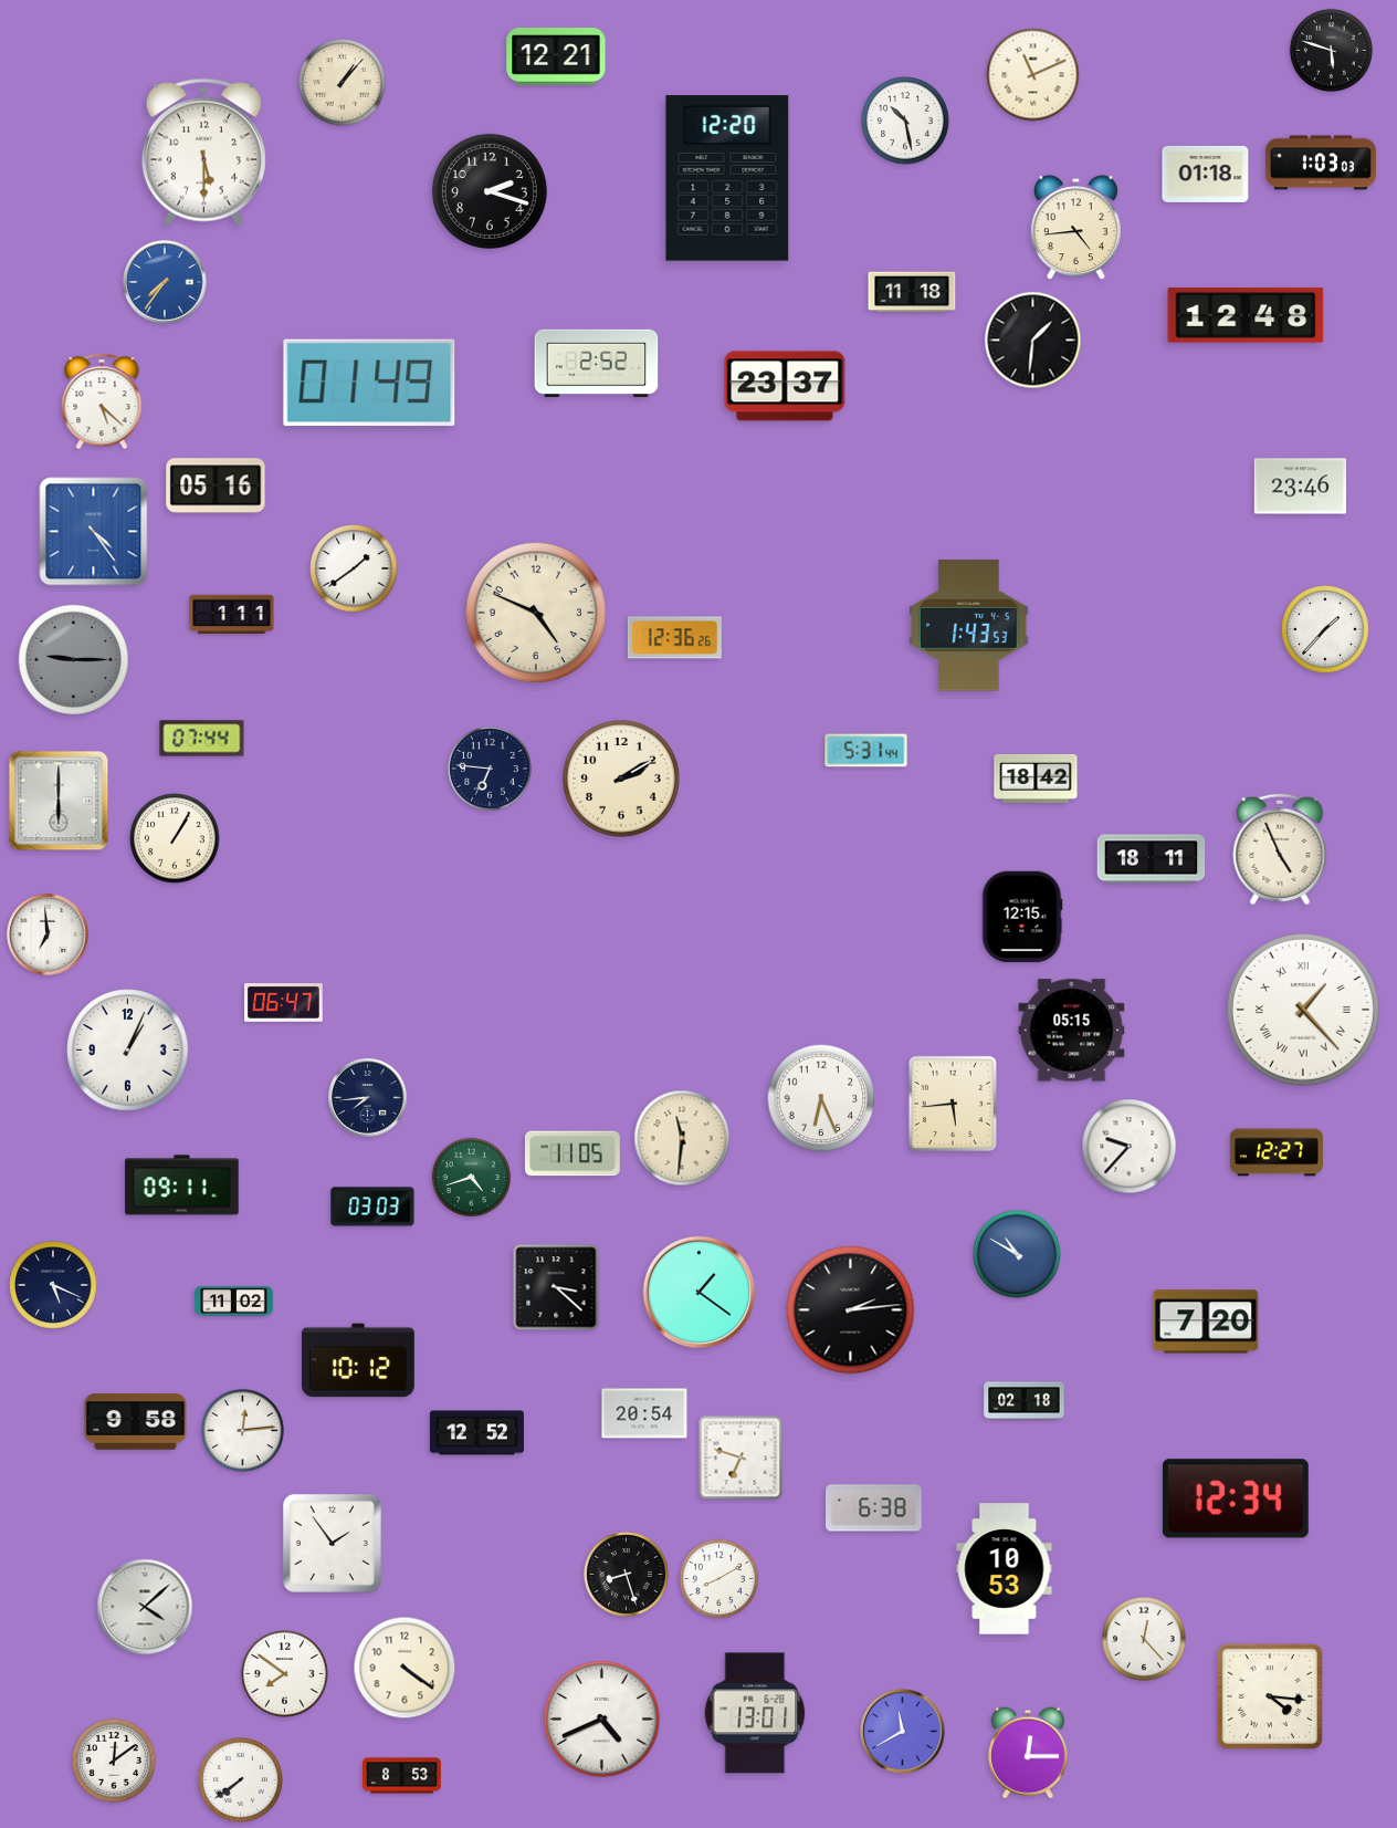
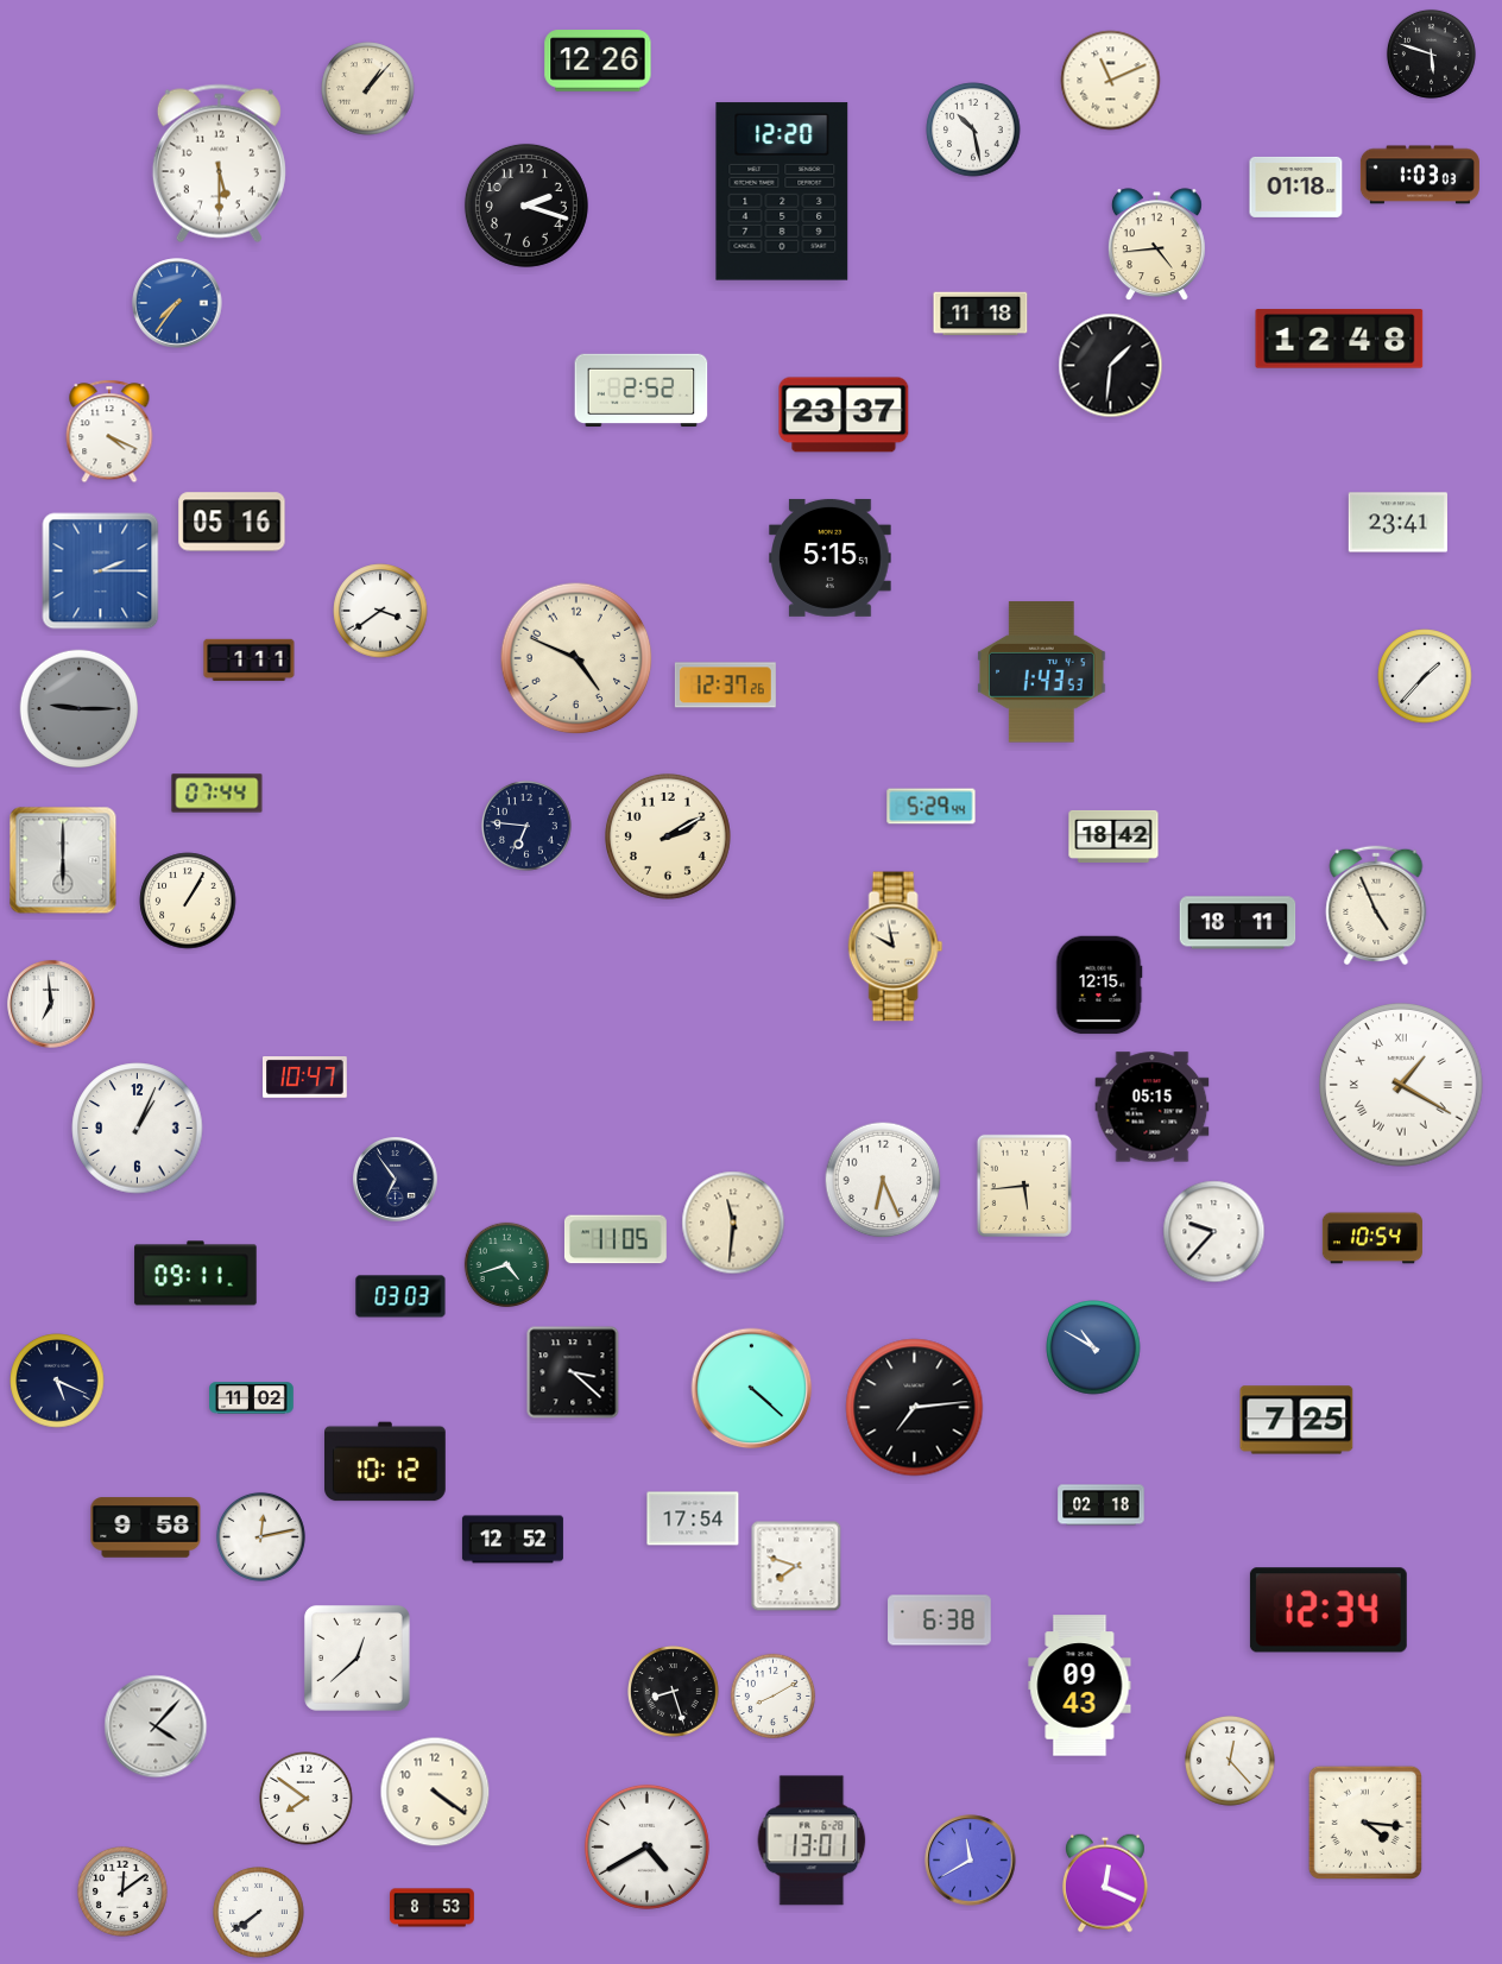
clock at (556, 56): 12:21 -> 12:26
clock at (369, 383): 01:49 -> none
clock at (102, 401): 5:22 -> 4:19
clock at (1300, 487): 23:46 -> 23:41
clock at (831, 557): none -> 5:15
clock at (94, 532): 4:24 -> 2:15
clock at (354, 568): 1:39 -> 3:39
clock at (674, 638): 12:36 -> 12:37
clock at (866, 751): 5:31 -> 5:29
clock at (1280, 849) position: (1280, 849) -> (1376, 905)
clock at (896, 947): none -> 9:58
clock at (284, 1003): 06:47 -> 10:47
clock at (1304, 1011): 1:23 -> 1:20
clock at (368, 1098): 7:44 -> 6:54
clock at (1277, 1152): 12:27 -> 10:54
clock at (556, 1287) position: (556, 1287) -> (573, 1372)
clock at (700, 1293): 1:21 -> 4:22
clock at (851, 1310): 2:14 -> 7:14
clock at (1206, 1322): 7:20 -> 7:25
clock at (644, 1413): 20:54 -> 17:54
clock at (242, 1430): 12:14 -> 12:13
clock at (740, 1458): 6:48 -> 7:48
clock at (332, 1543): 1:54 -> 12:38
clock at (1005, 1569): 10:53 -> 09:43
clock at (145, 1607): 4:08 -> 4:07
clock at (601, 1719): 4:41 -> 4:40
clock at (1028, 1753): 12:15 -> 12:19
